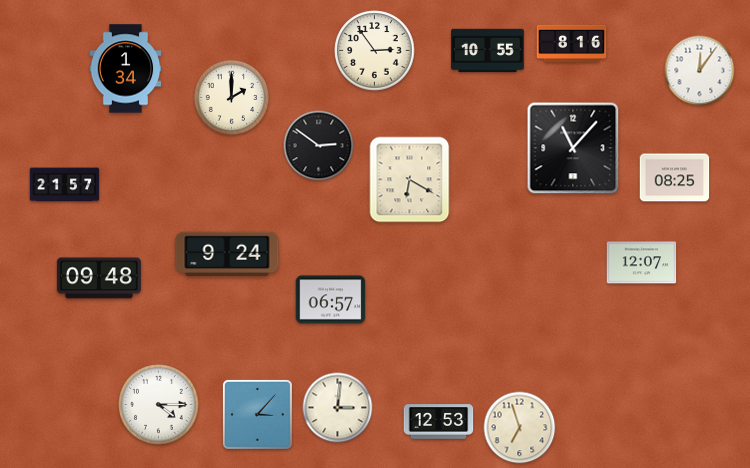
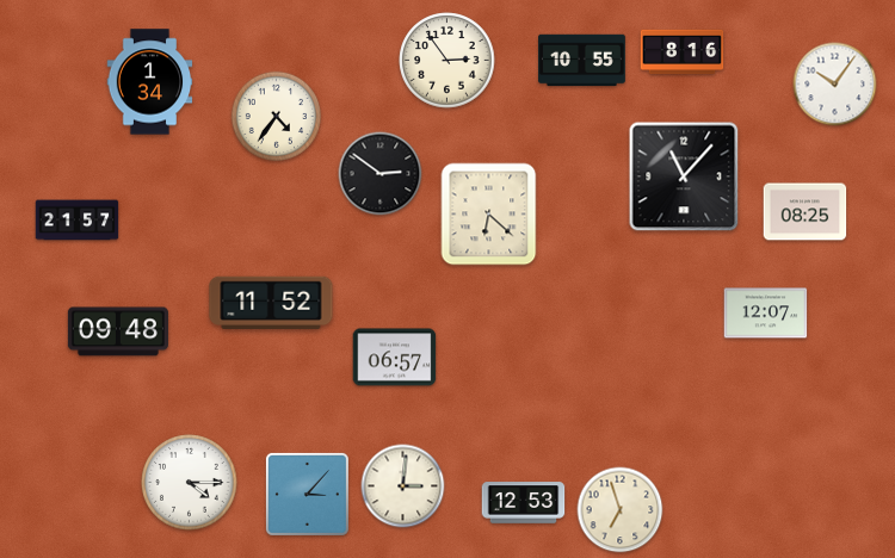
clock at (700, 71): 12:06 -> 10:06
clock at (231, 97): 2:00 -> 4:36
clock at (410, 180): 6:20 -> 6:22
clock at (227, 254): 9:24 -> 11:52
